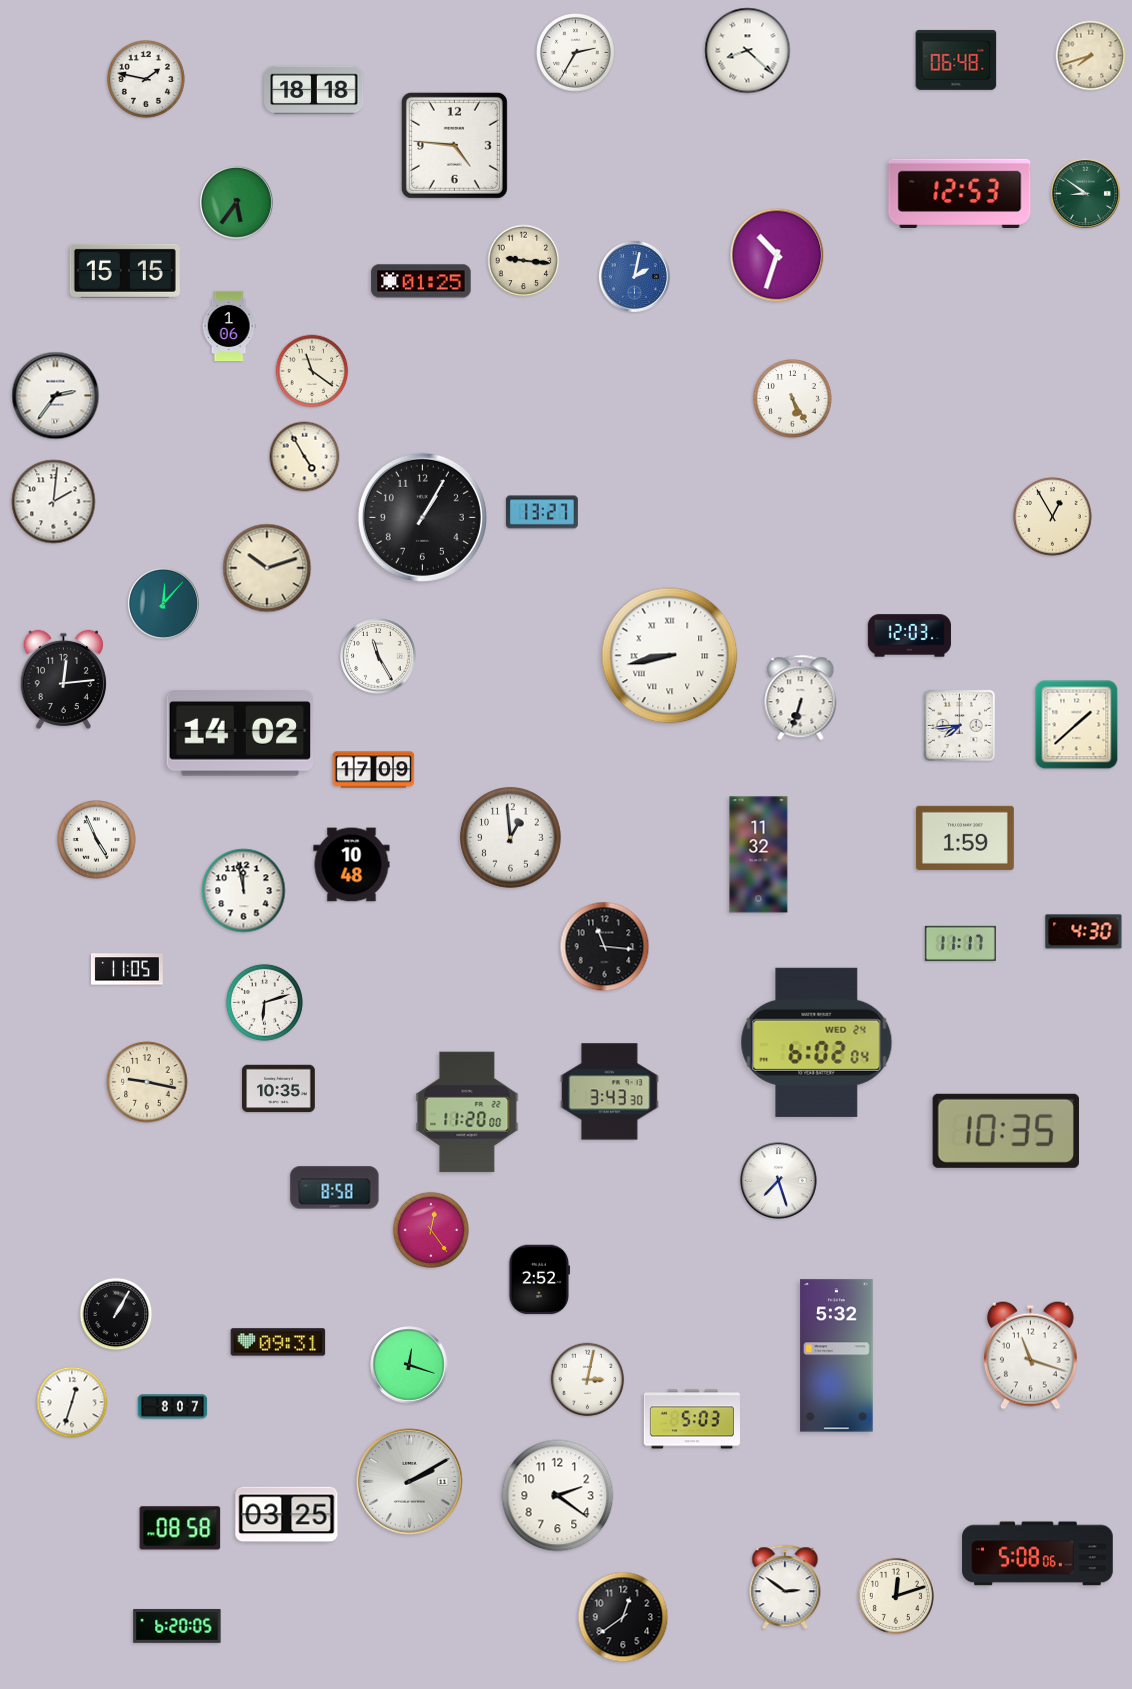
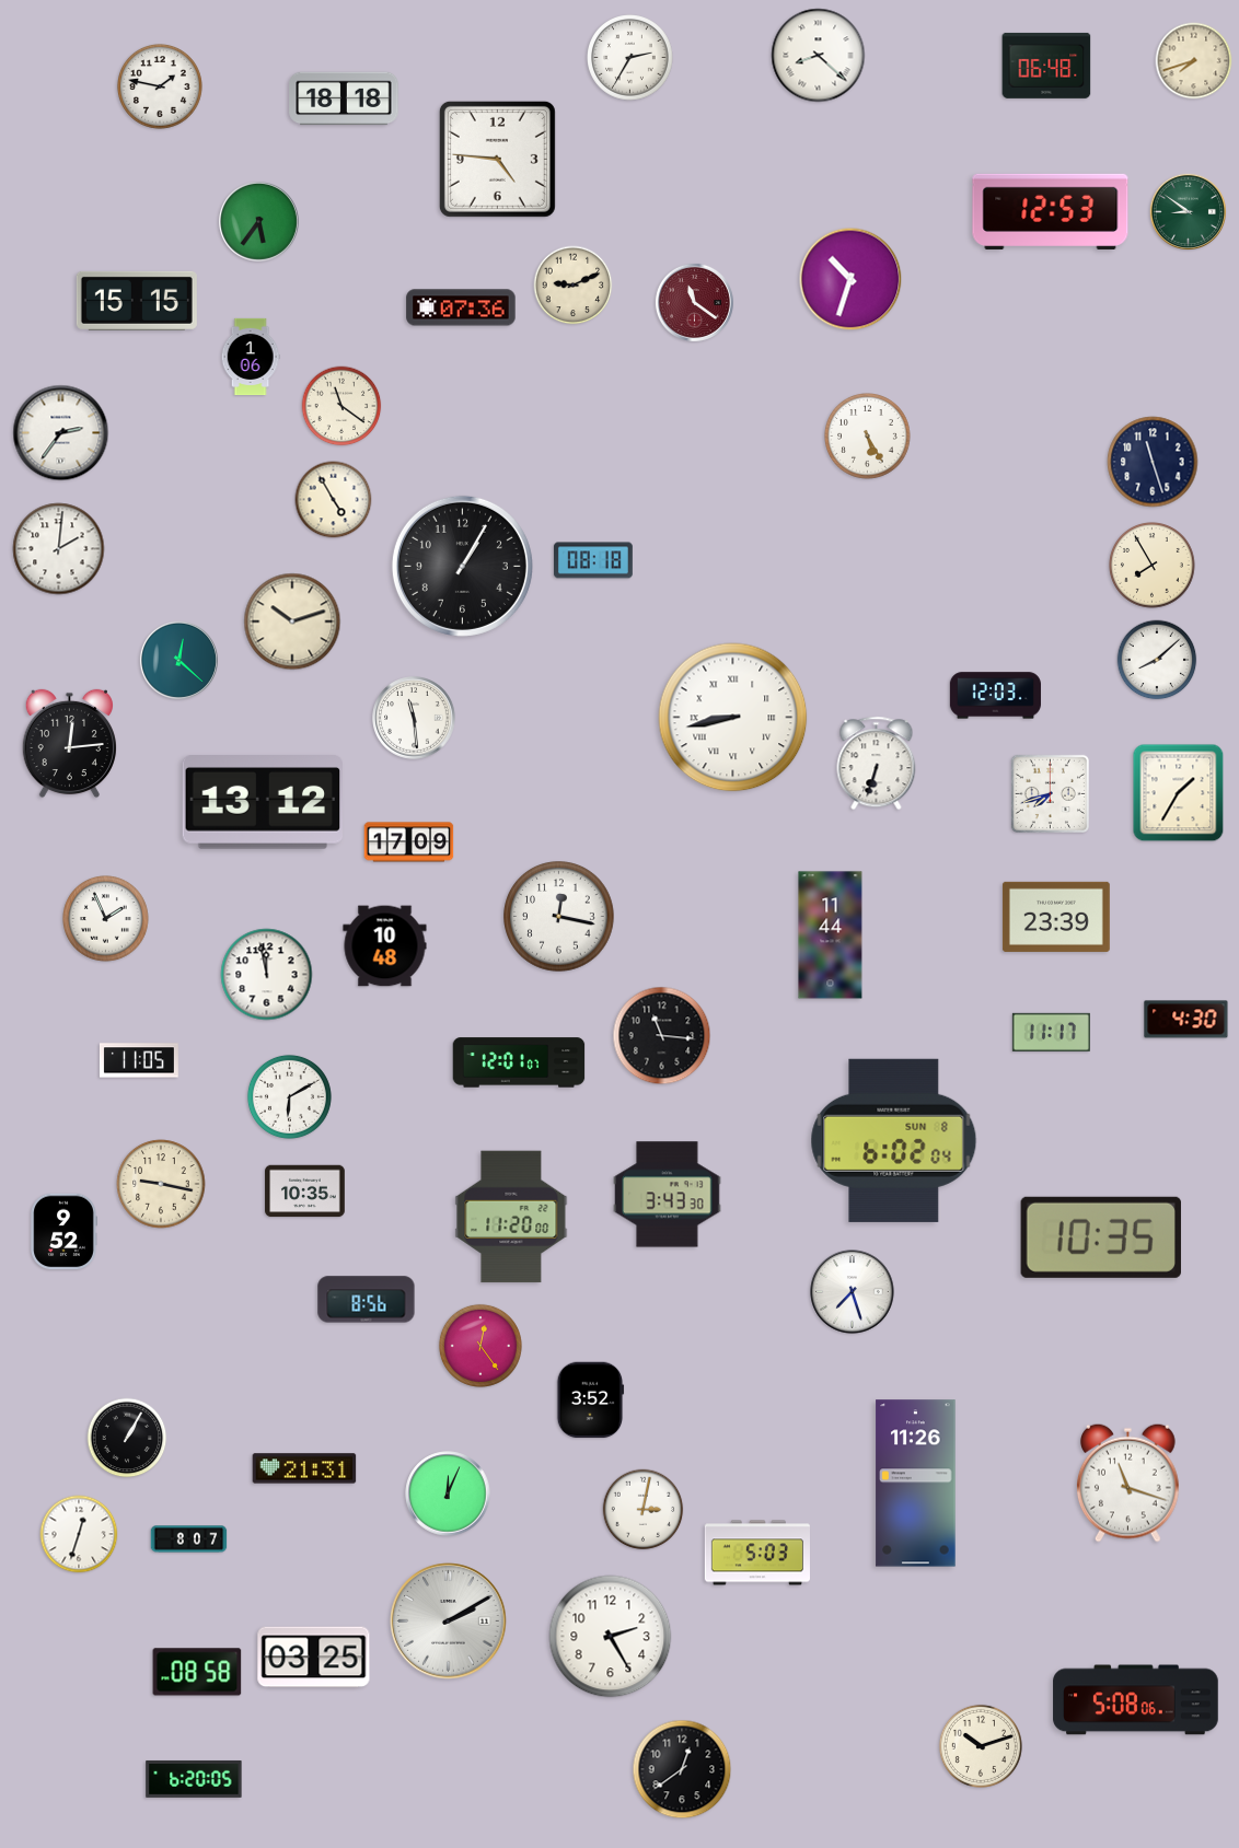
clock at (524, 261): 9:16 -> 9:11
clock at (125, 271) position: (125, 271) -> (137, 301)
clock at (634, 276): 2:02 -> 11:21
clock at (634, 276) dial: blue -> burgundy
clock at (421, 281): 01:25 -> 07:36
clock at (1153, 462): none -> 11:27
clock at (542, 512): 13:27 -> 08:18
clock at (1053, 517): 12:55 -> 7:55
clock at (163, 603): 12:07 -> 12:22
clock at (1157, 660): none -> 8:08
clock at (378, 656): 11:25 -> 11:29
clock at (959, 725): 7:44 -> 7:42
clock at (1077, 725): 1:38 -> 1:35
clock at (239, 733): 14:02 -> 13:12
clock at (511, 838): 12:59 -> 12:17
clock at (965, 838): 1:59 -> 23:39
clock at (97, 840): 4:56 -> 1:56
clock at (759, 855): 11:32 -> 11:44
clock at (519, 1062): none -> 12:01
clock at (264, 1002): 6:12 -> 6:10
clock at (817, 1042) date: WED 24 -> SUN 8
clock at (63, 1232): none -> 9:52
clock at (335, 1188): 8:58 -> 8:56
clock at (431, 1230) position: (431, 1230) -> (480, 1346)
clock at (539, 1280): 2:52 -> 3:52
clock at (278, 1342): 09:31 -> 21:31
clock at (837, 1356): 5:32 -> 11:26
clock at (409, 1365): 12:18 -> 12:04
clock at (558, 1496): 2:21 -> 2:25
clock at (785, 1587): 2:51 -> none
clock at (896, 1596): 12:12 -> 10:12
